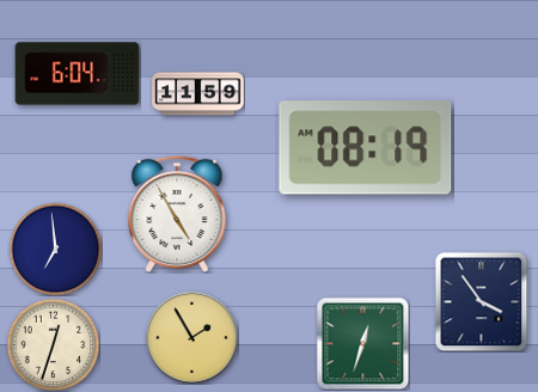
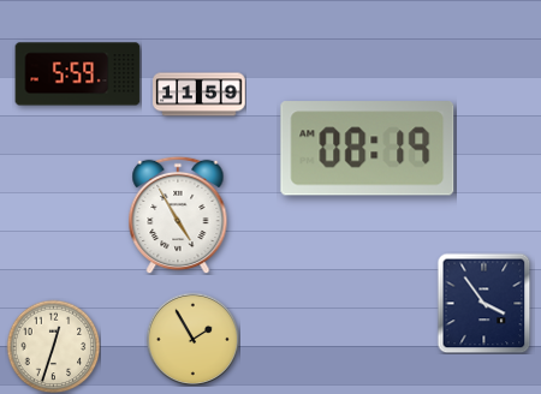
clock at (78, 74): 6:04 -> 5:59
clock at (55, 249): 6:59 -> none
clock at (362, 343): 12:33 -> none
